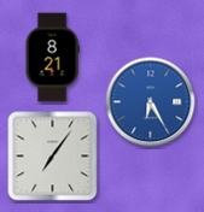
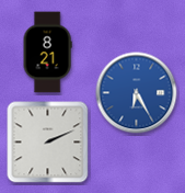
clock at (53, 157): 7:06 -> 2:11
